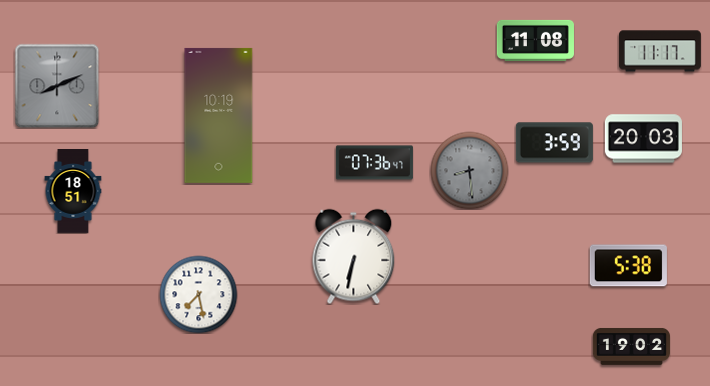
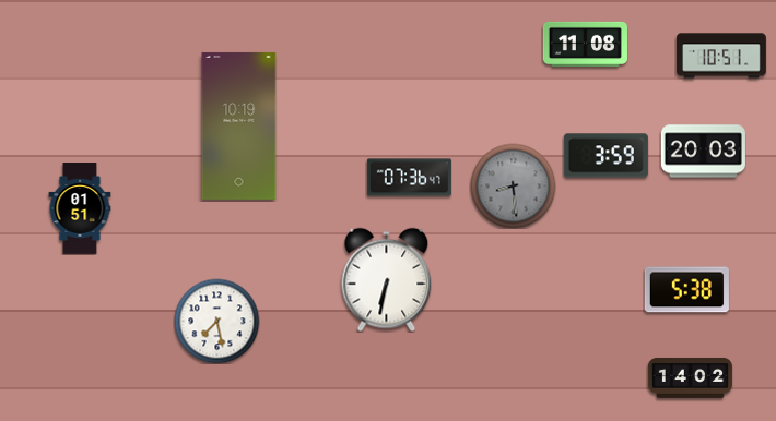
clock at (660, 51): 11:17 -> 10:51
clock at (57, 86): 8:11 -> none
clock at (73, 191): 18:51 -> 01:51
clock at (631, 346): 19:02 -> 14:02
